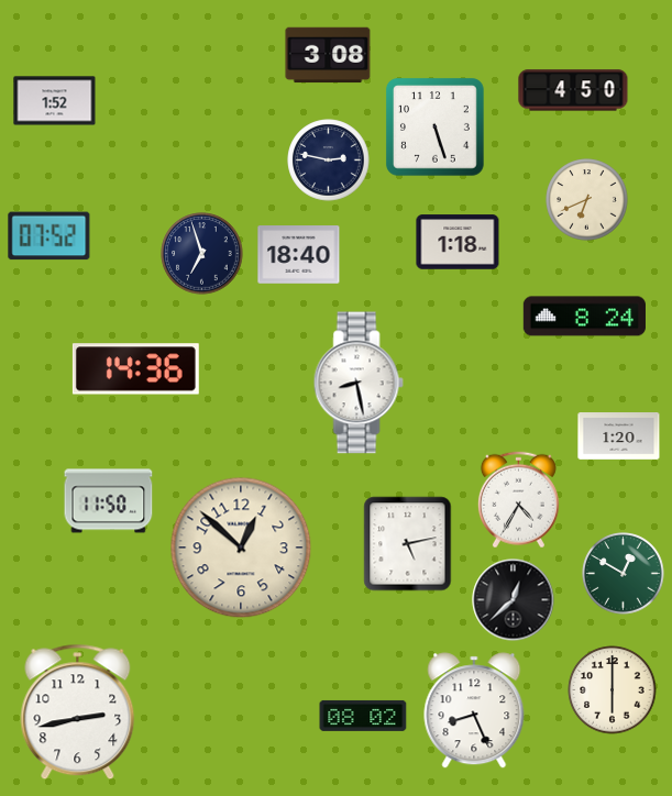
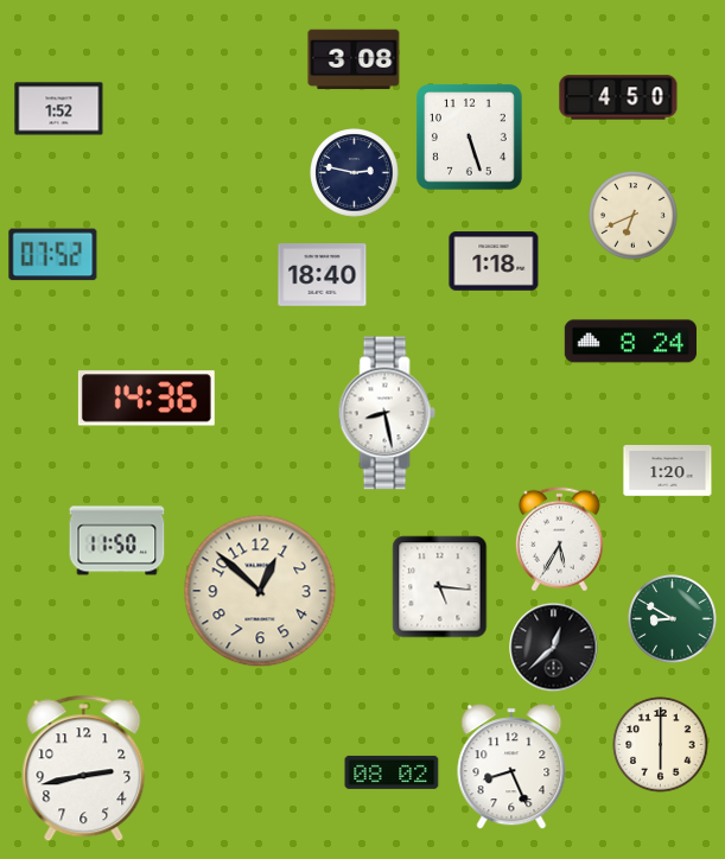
clock at (202, 254): 6:57 -> none
clock at (518, 500): 4:35 -> 5:35
clock at (408, 544): 5:13 -> 5:16
clock at (624, 574): 12:50 -> 8:50
